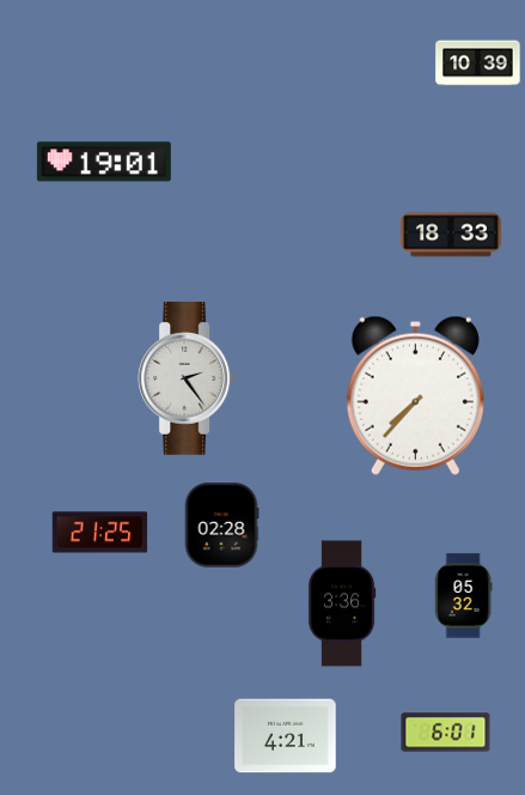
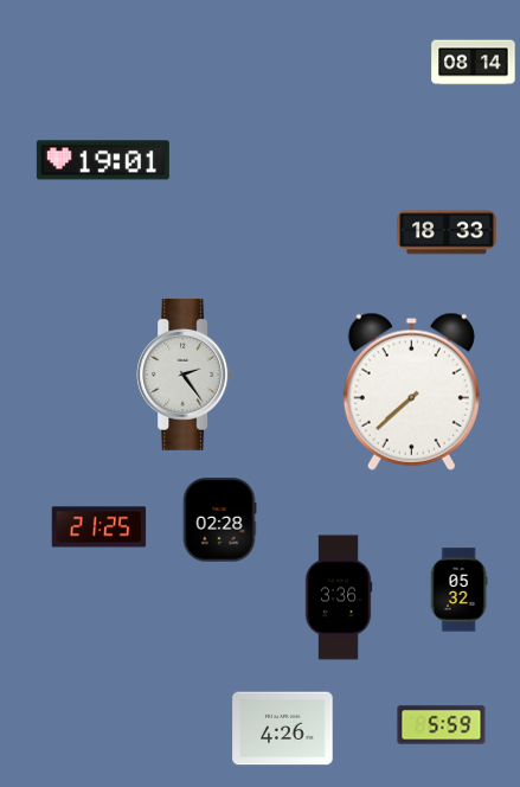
clock at (478, 63): 10:39 -> 08:14
clock at (415, 395): 7:37 -> 7:38
clock at (446, 733): 6:01 -> 5:59
clock at (286, 736): 4:21 -> 4:26
